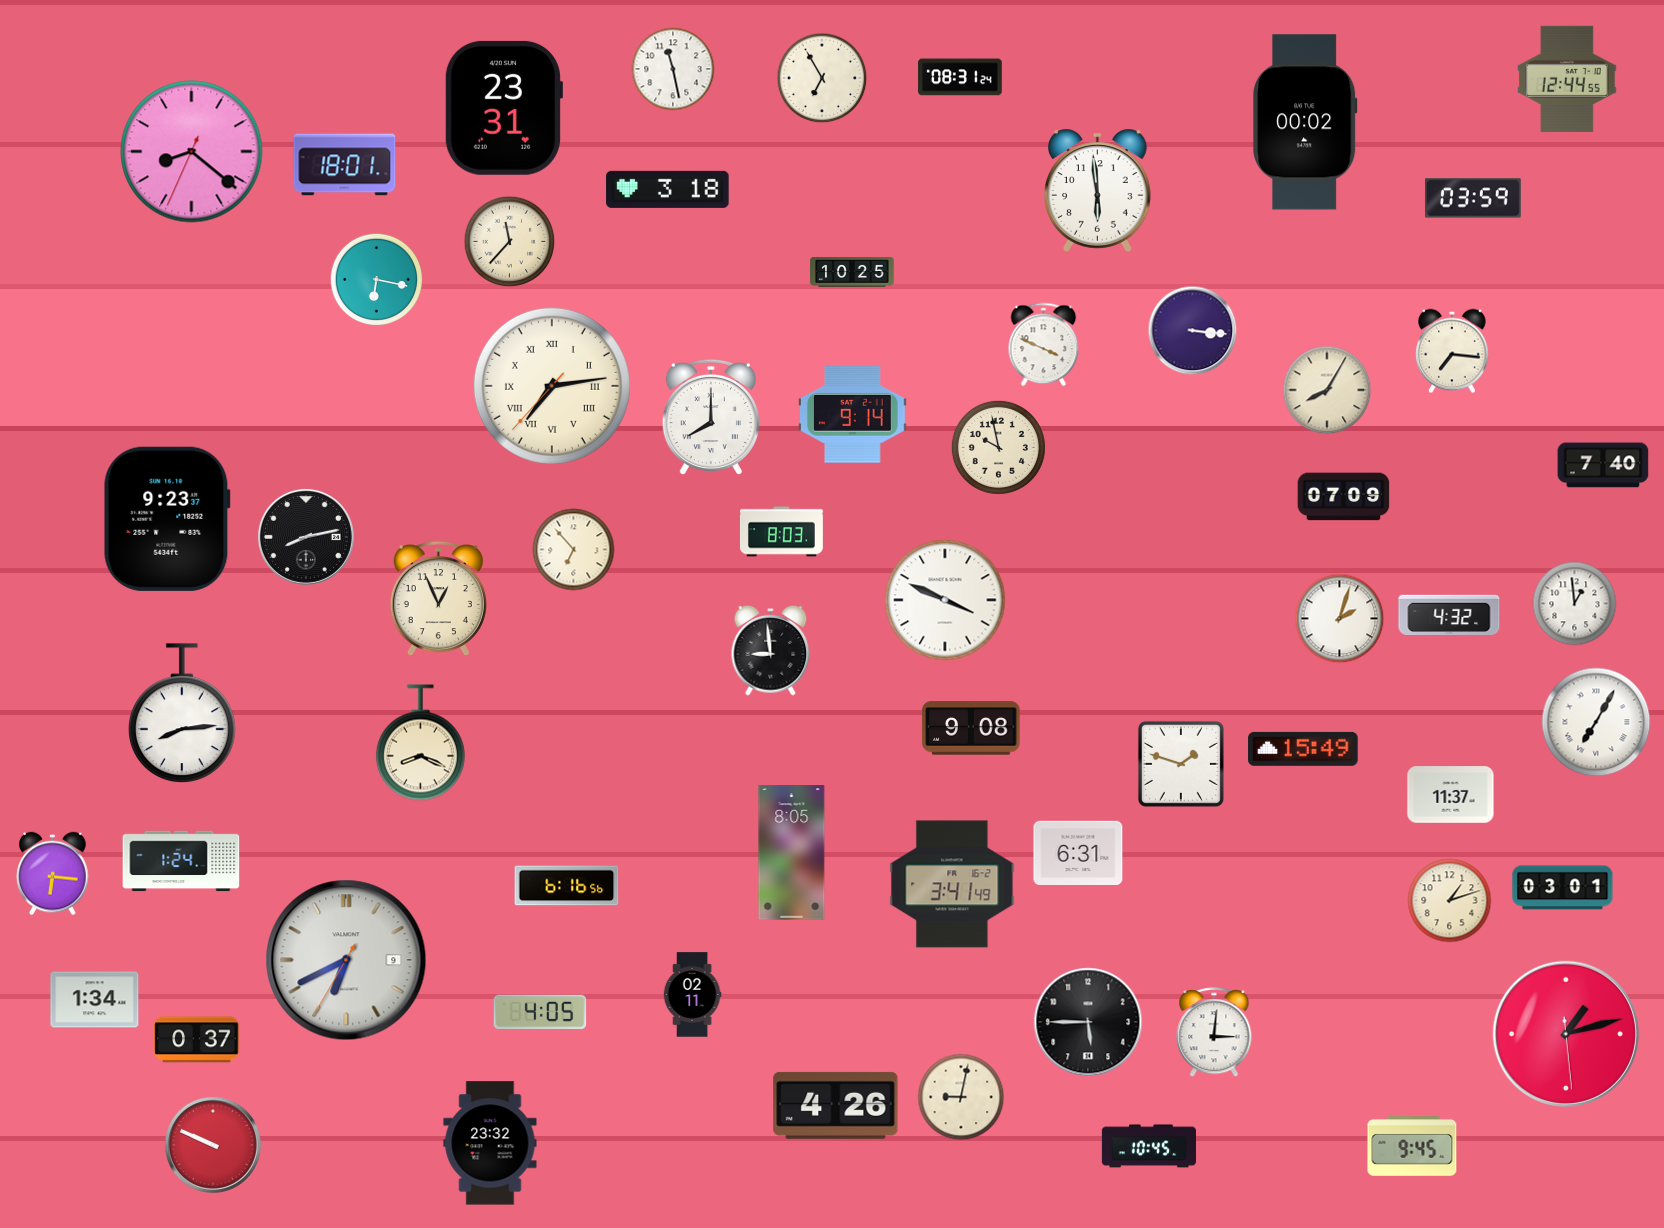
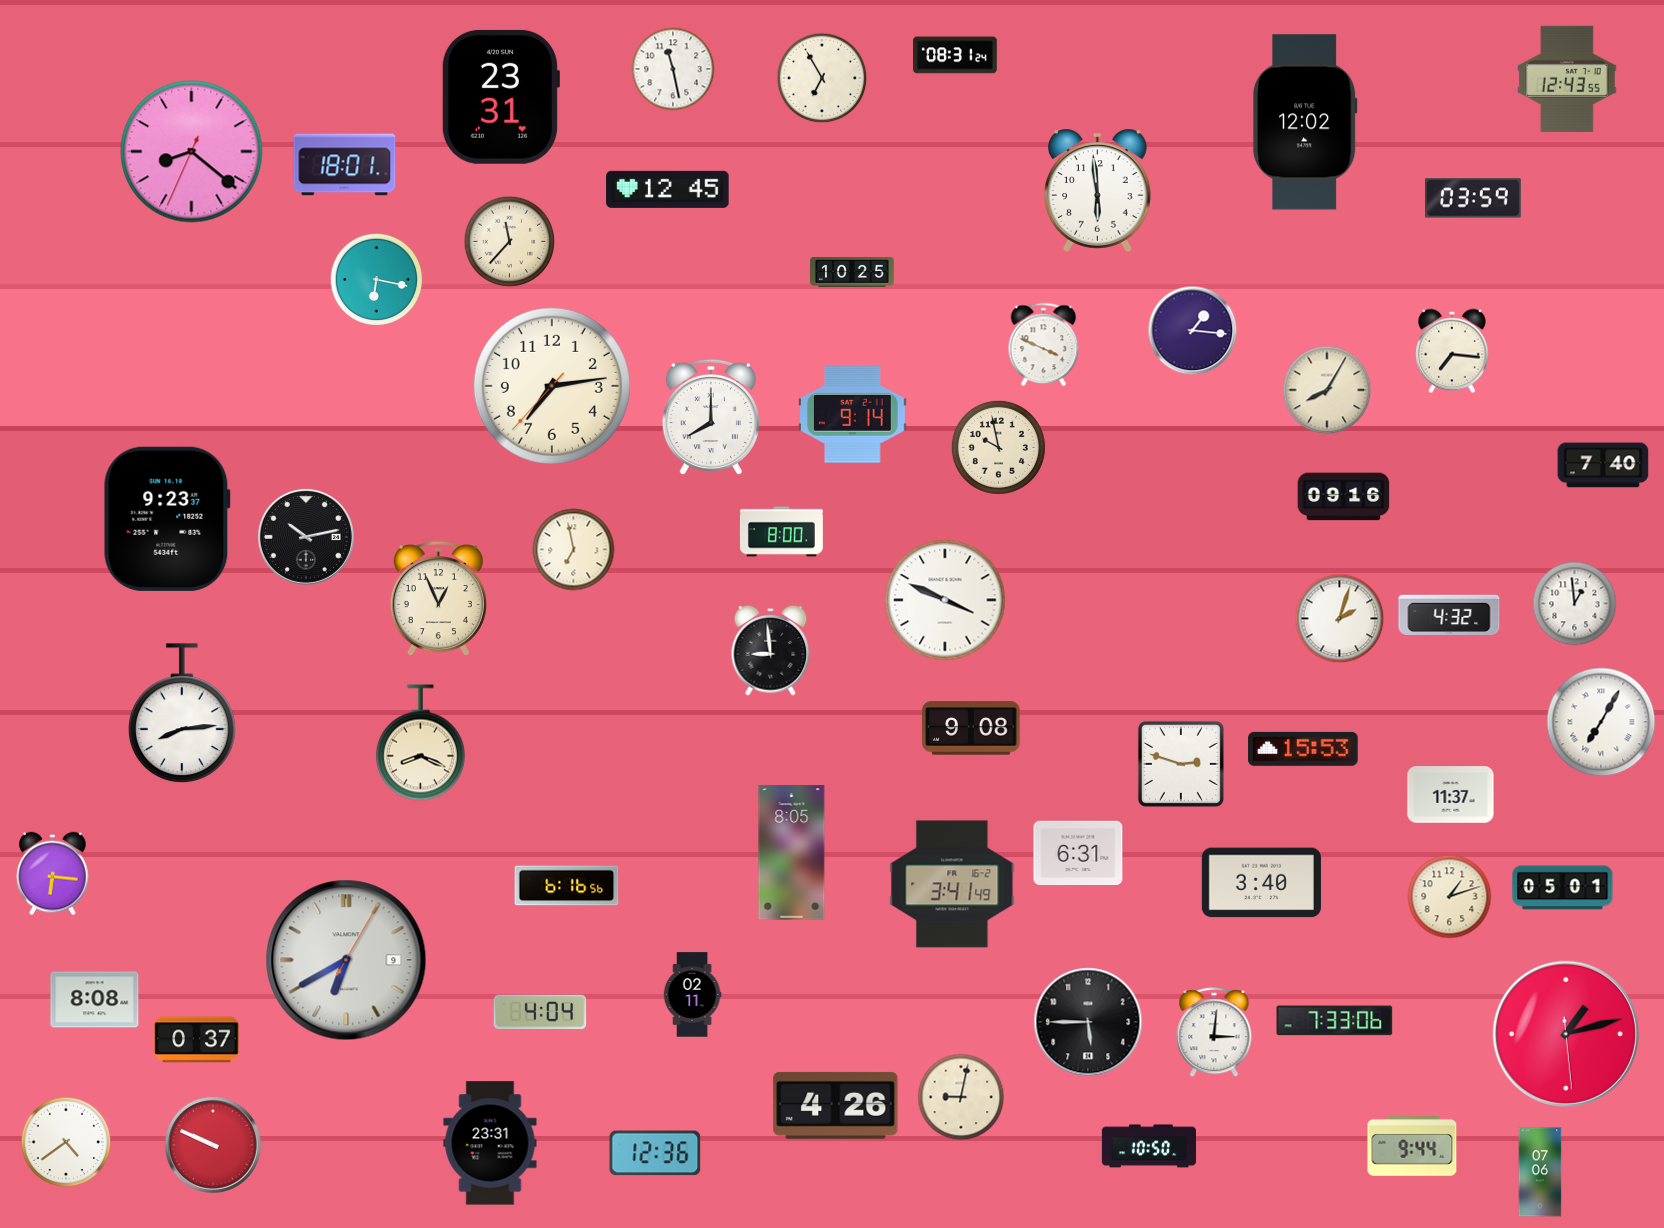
clock at (960, 77) position: (960, 77) -> (955, 55)
clock at (1568, 79): 12:44 -> 12:43
clock at (503, 108) position: (503, 108) -> (500, 97)
clock at (1305, 122): 00:02 -> 12:02
clock at (668, 189): 3:18 -> 12:45
clock at (1193, 331): 3:16 -> 1:16
clock at (552, 386) numerals: Roman -> Arabic
clock at (1344, 497): 07:09 -> 09:16
clock at (781, 532): 8:03 -> 8:00
clock at (306, 537): 8:13 -> 10:13
clock at (574, 550): 6:53 -> 6:58
clock at (1596, 722) position: (1596, 722) -> (1601, 722)
clock at (1303, 749): 15:49 -> 15:53
clock at (1181, 764): 1:48 -> 2:48
clock at (181, 861): 1:24 -> none
clock at (1261, 883): none -> 3:40
clock at (1563, 888): 03:01 -> 05:01
clock at (1450, 901) position: (1450, 901) -> (1450, 897)
clock at (346, 960): 6:40:35 -> 6:40:05
clock at (95, 1000): 1:34 -> 8:08
clock at (540, 1011): 4:05 -> 4:04
clock at (1335, 1021): none -> 7:33
clock at (66, 1142): none -> 4:39
clock at (490, 1143): 23:32 -> 23:31
clock at (1149, 1146): 10:45 -> 10:50
clock at (1412, 1146): 9:45 -> 9:44
clock at (655, 1153): none -> 12:36
clock at (1540, 1172): none -> 07:06
